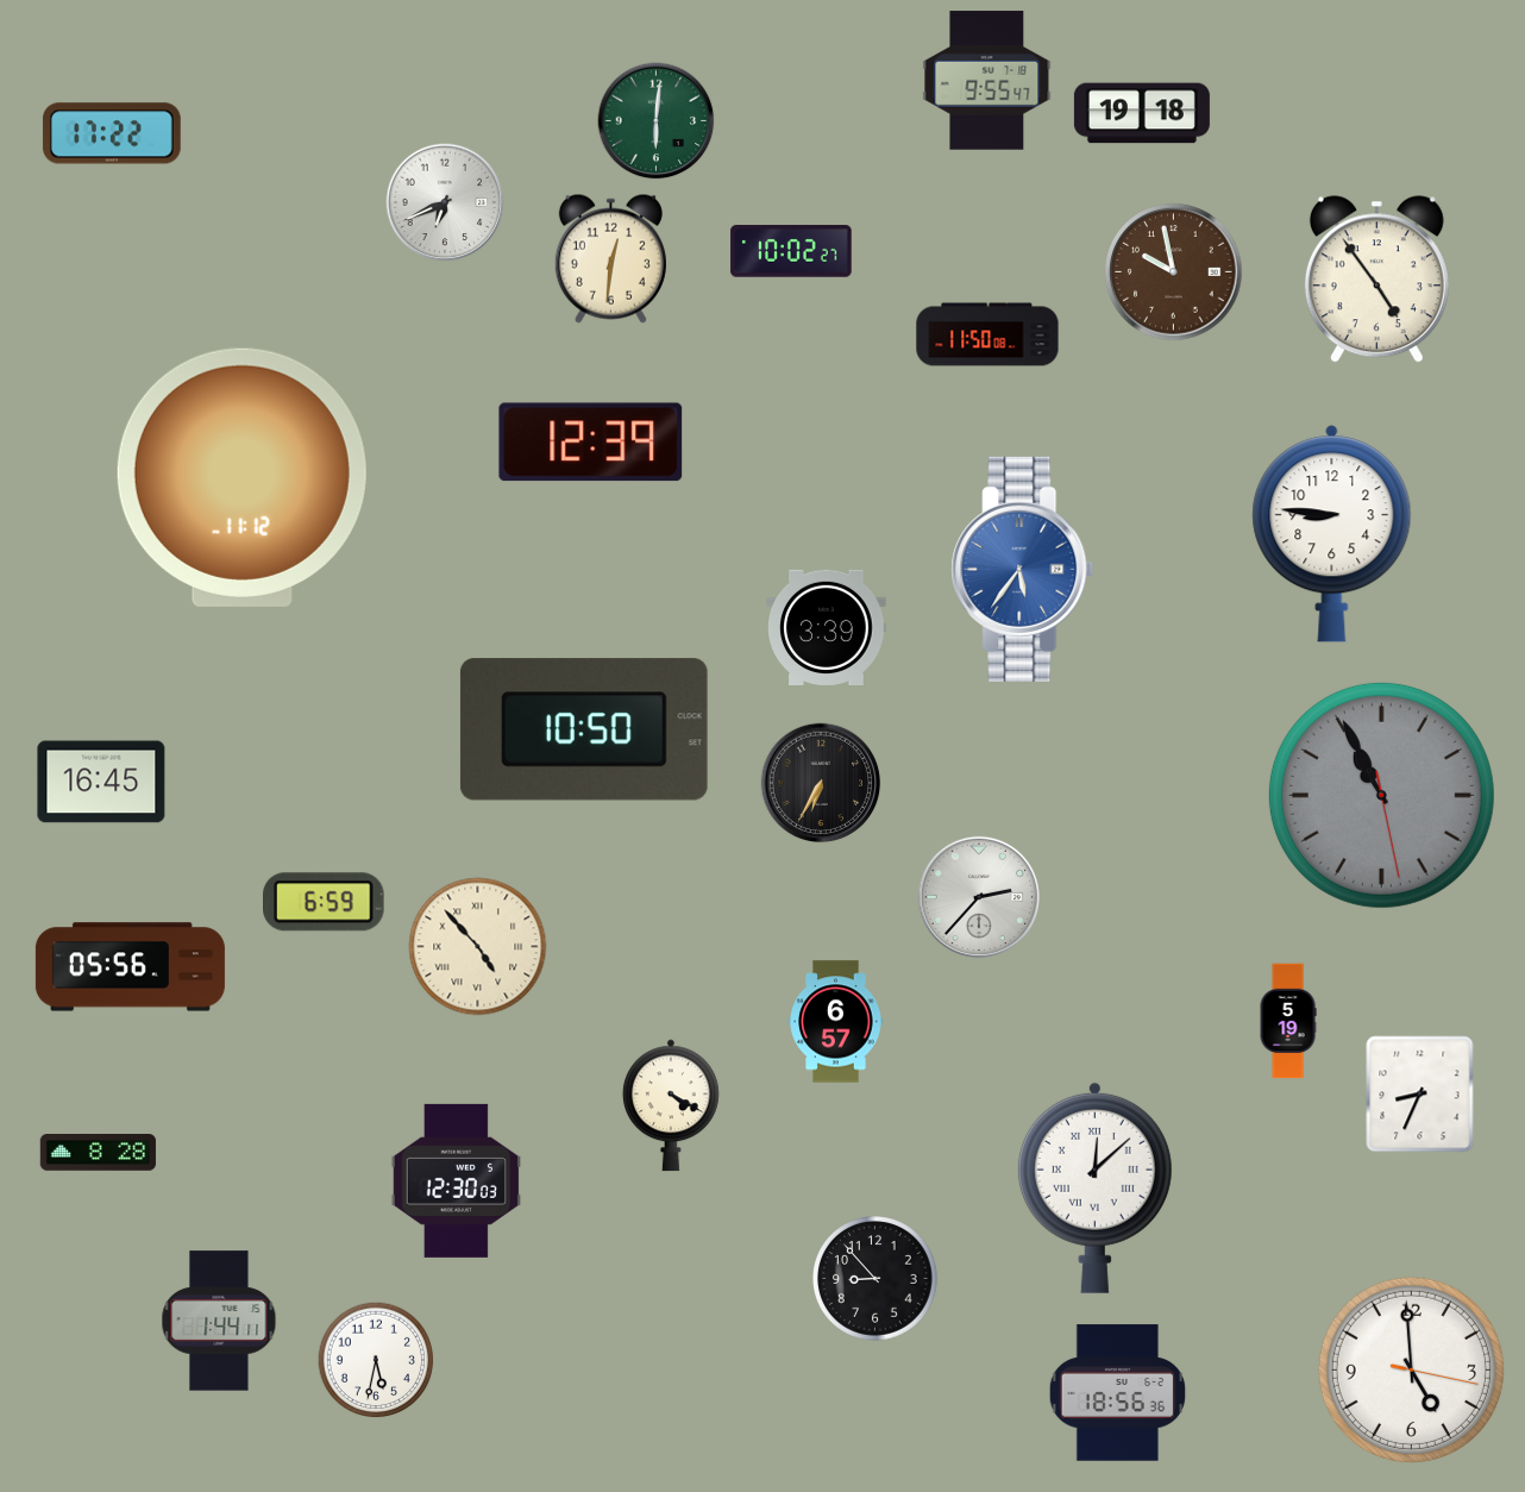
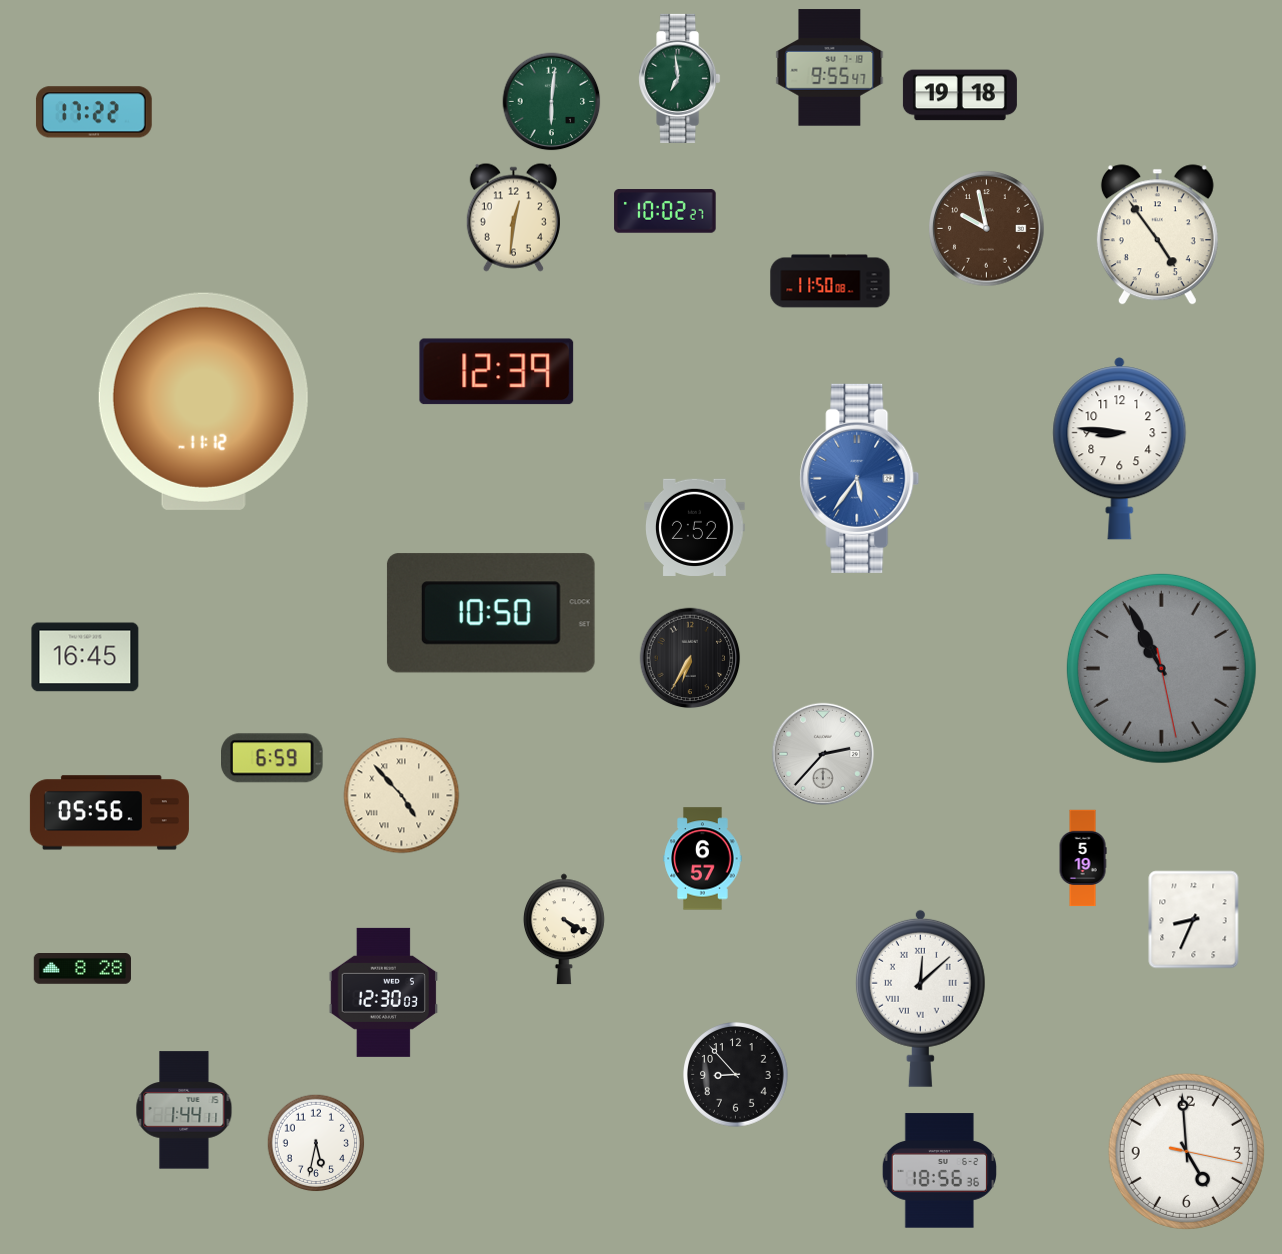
clock at (680, 78): none -> 6:59
clock at (445, 202): 6:41 -> none
clock at (827, 627): 3:39 -> 2:52
